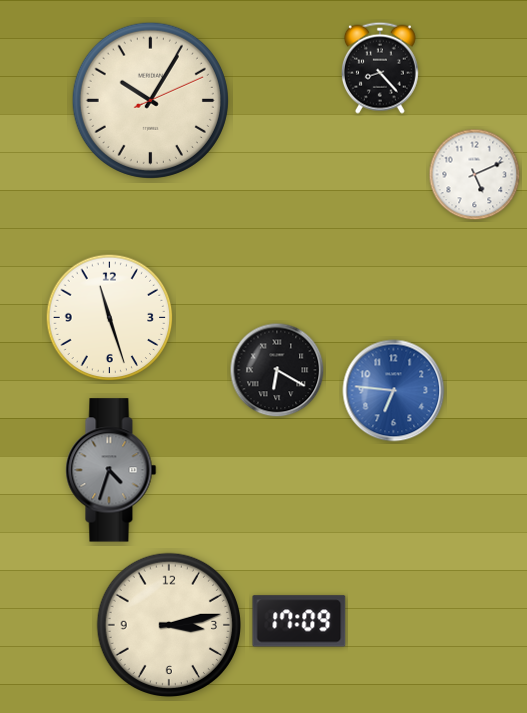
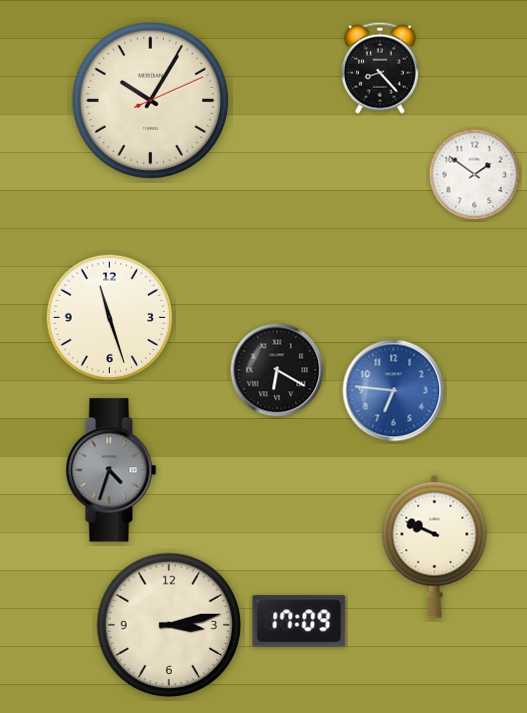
clock at (475, 175): 5:11 -> 1:51
clock at (435, 546): none -> 9:49
